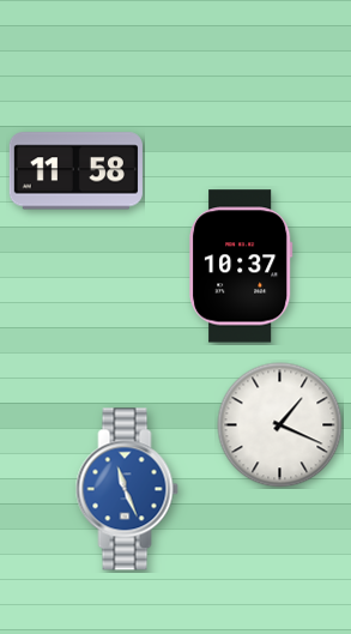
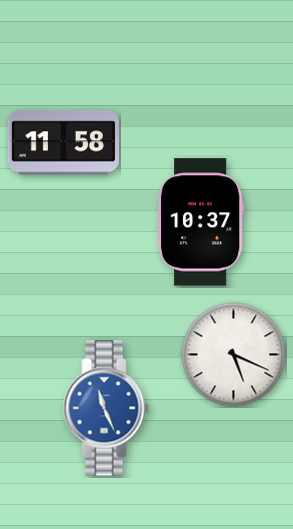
clock at (280, 425): 1:19 -> 5:19
